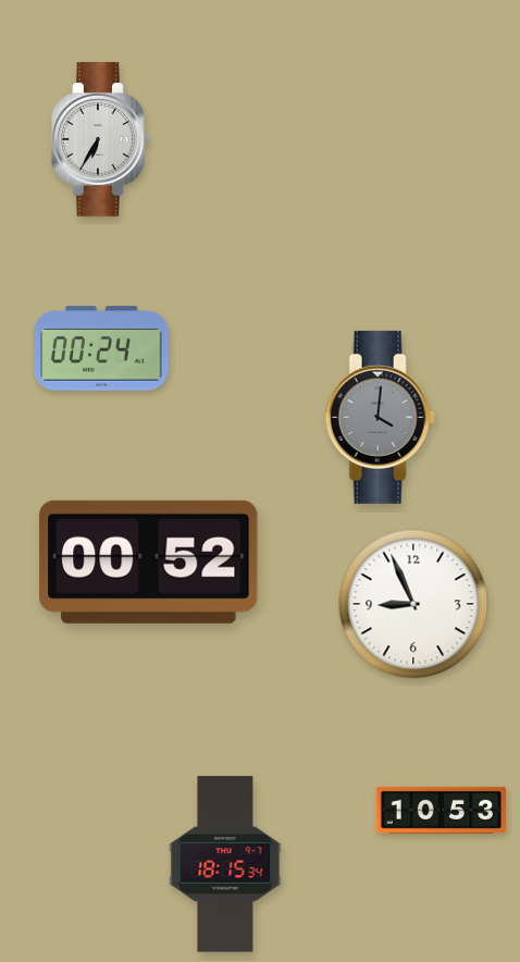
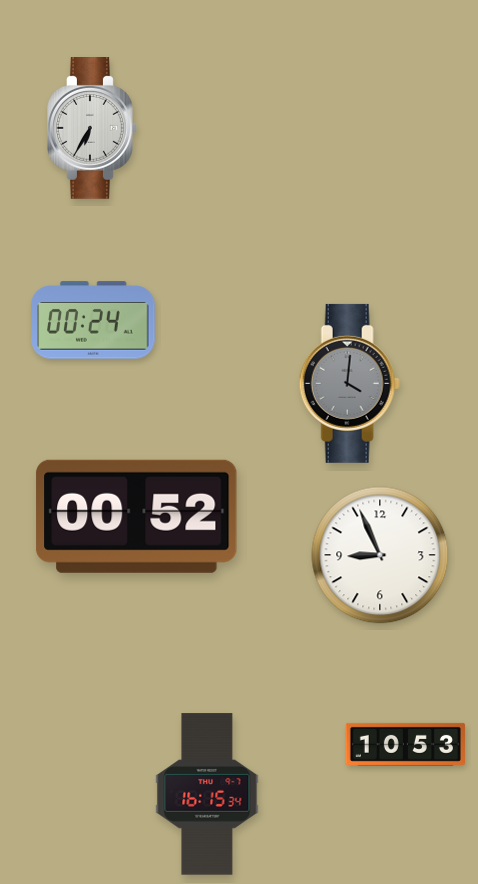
clock at (225, 864): 18:15 -> 16:15
